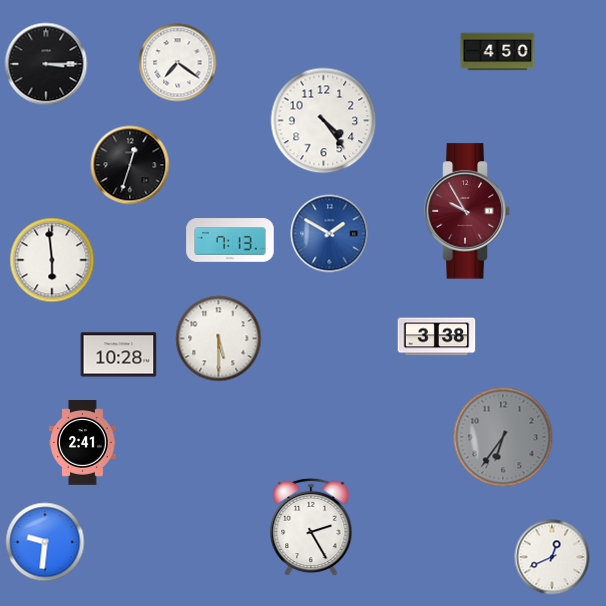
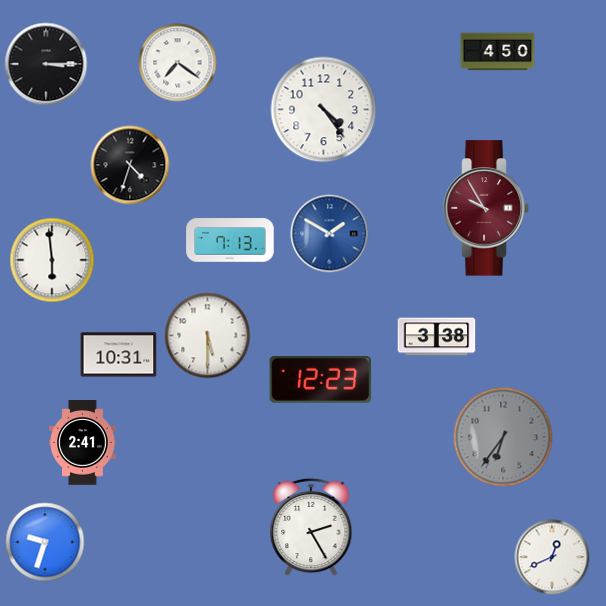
clock at (324, 121) position: (324, 121) -> (324, 110)
clock at (130, 165): 12:33 -> 4:33
clock at (467, 211) position: (467, 211) -> (486, 208)
clock at (219, 339) position: (219, 339) -> (208, 336)
clock at (119, 355): 10:28 -> 10:31
clock at (321, 380): none -> 12:23
clock at (45, 542): 9:31 -> 9:33
